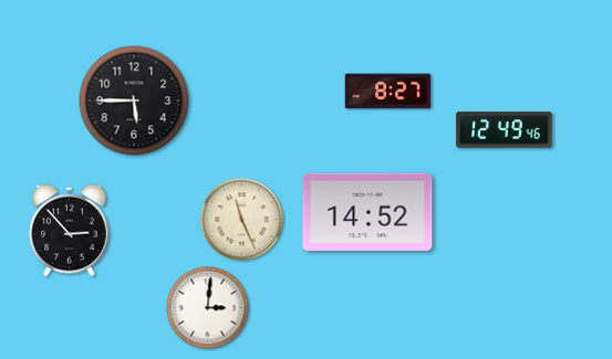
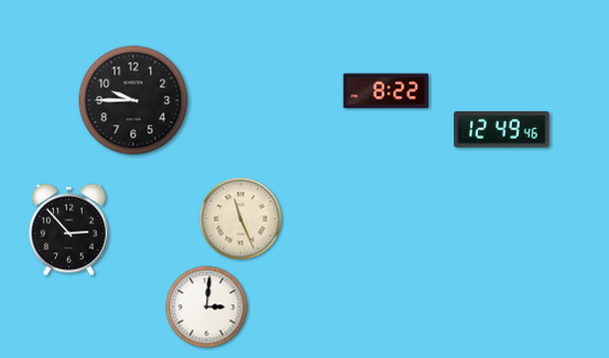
clock at (388, 92): 8:27 -> 8:22
clock at (134, 101): 5:45 -> 9:45
clock at (367, 212): 14:52 -> none
